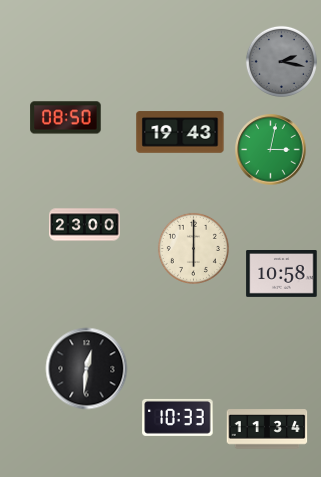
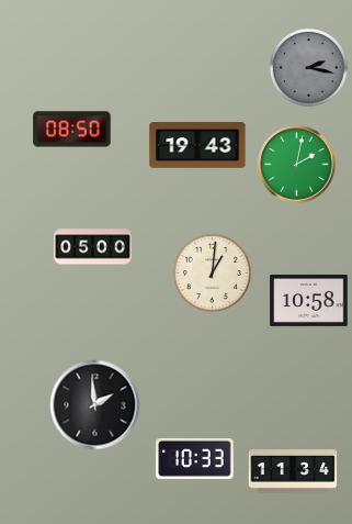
clock at (271, 150): 3:02 -> 2:02
clock at (85, 225): 23:00 -> 05:00
clock at (193, 248): 6:00 -> 1:01
clock at (87, 369): 12:31 -> 1:59
